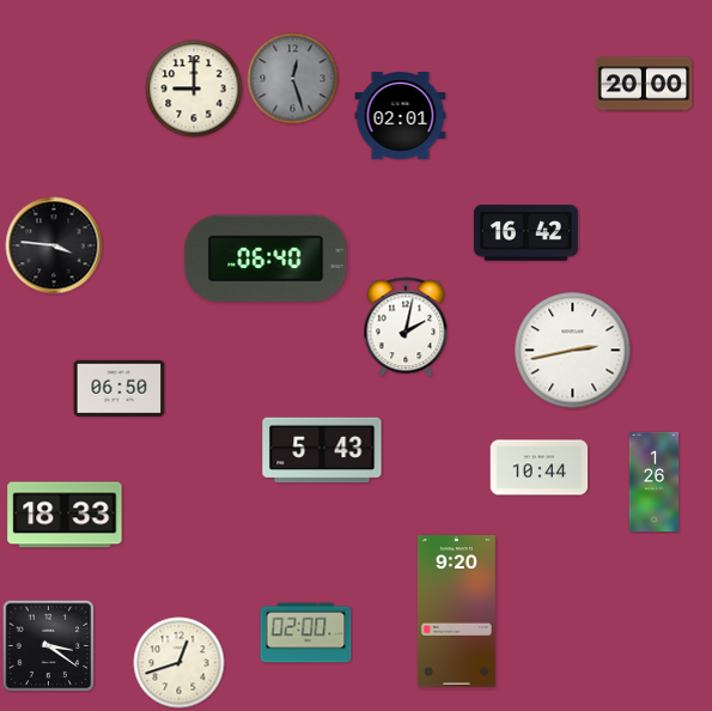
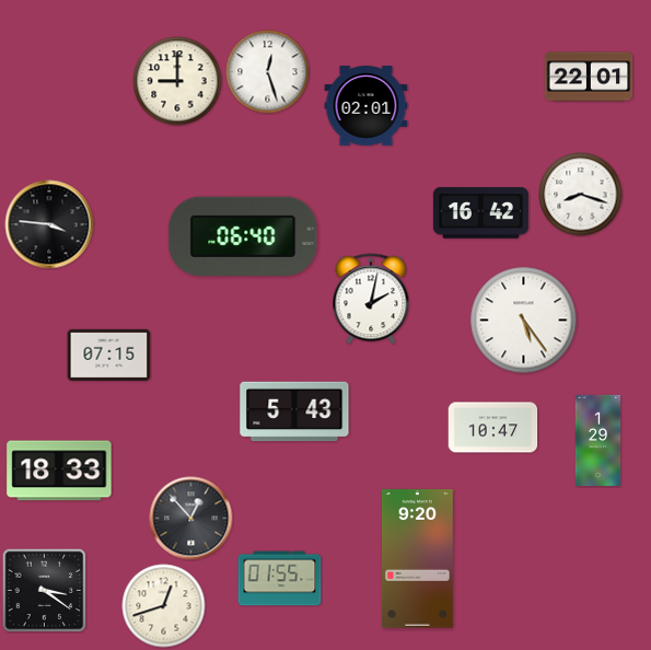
clock at (293, 79) dial: grey -> white
clock at (644, 84): 20:00 -> 22:01
clock at (581, 195): none -> 8:18
clock at (573, 351): 2:43 -> 5:24
clock at (120, 388): 06:50 -> 07:15
clock at (540, 468): 10:44 -> 10:47
clock at (655, 482): 1:26 -> 1:29
clock at (191, 519): none -> 12:53
clock at (306, 633): 02:00 -> 01:55
